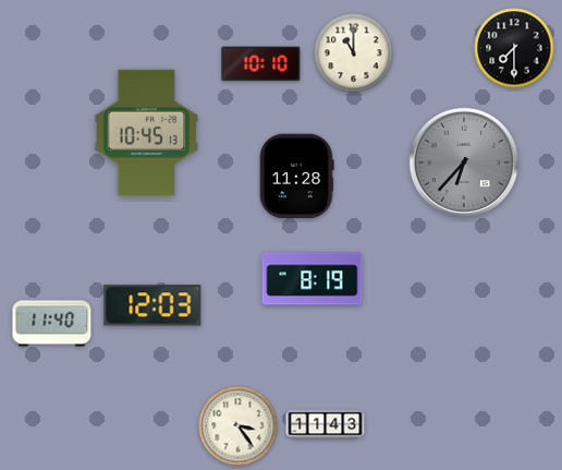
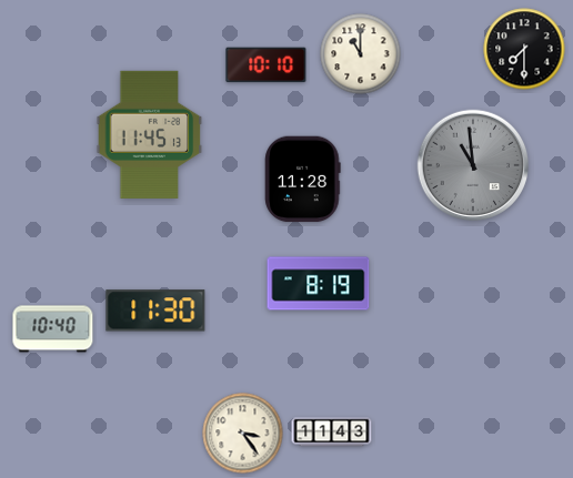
clock at (147, 132): 10:45 -> 11:45
clock at (464, 162): 6:37 -> 10:59
clock at (152, 305): 12:03 -> 11:30
clock at (52, 324): 11:40 -> 10:40
